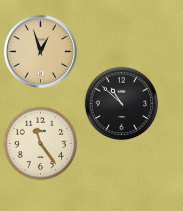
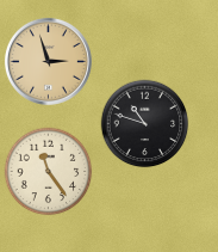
clock at (40, 51): 12:57 -> 2:57
clock at (122, 104): 10:52 -> 10:48
